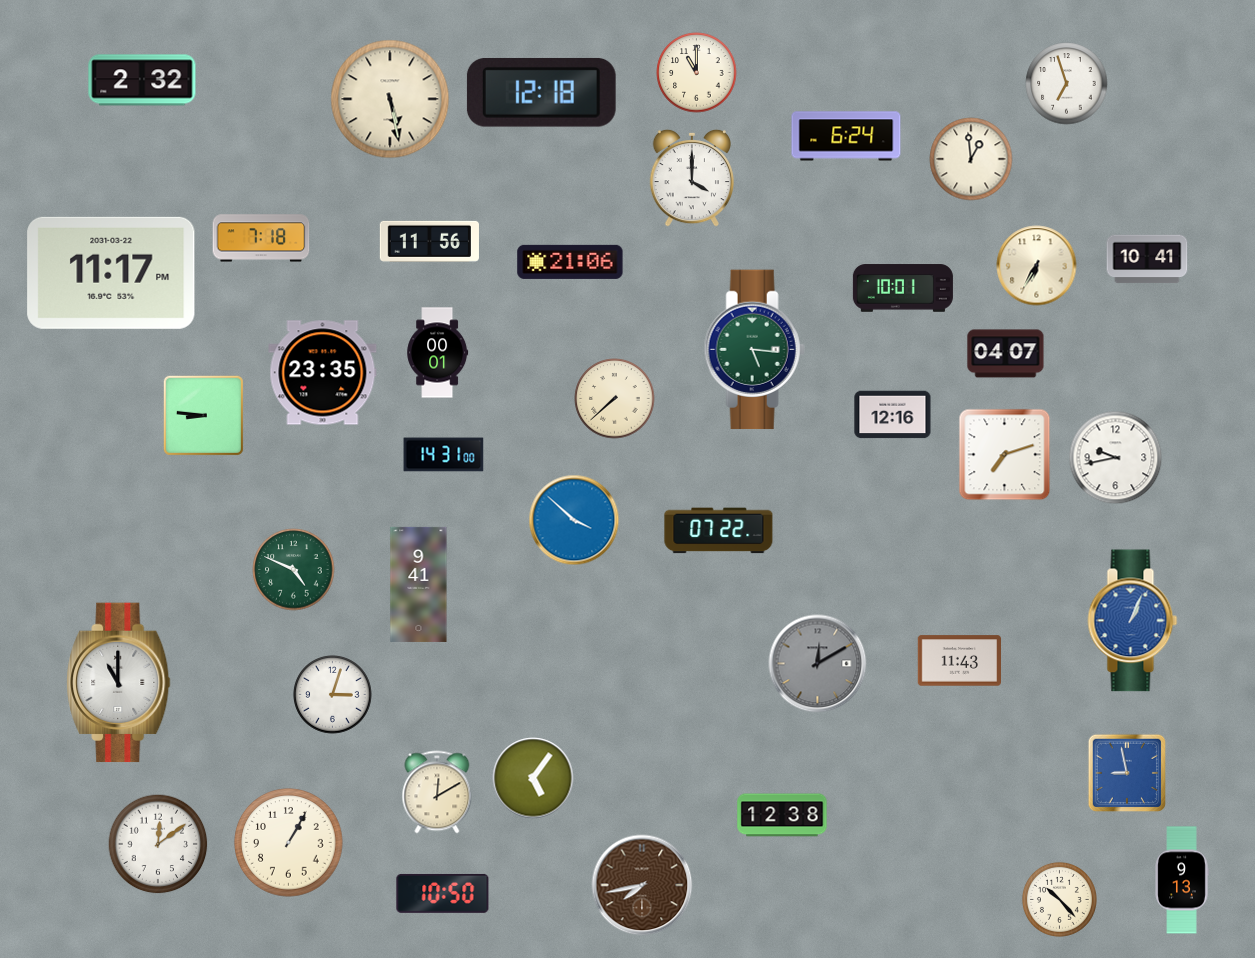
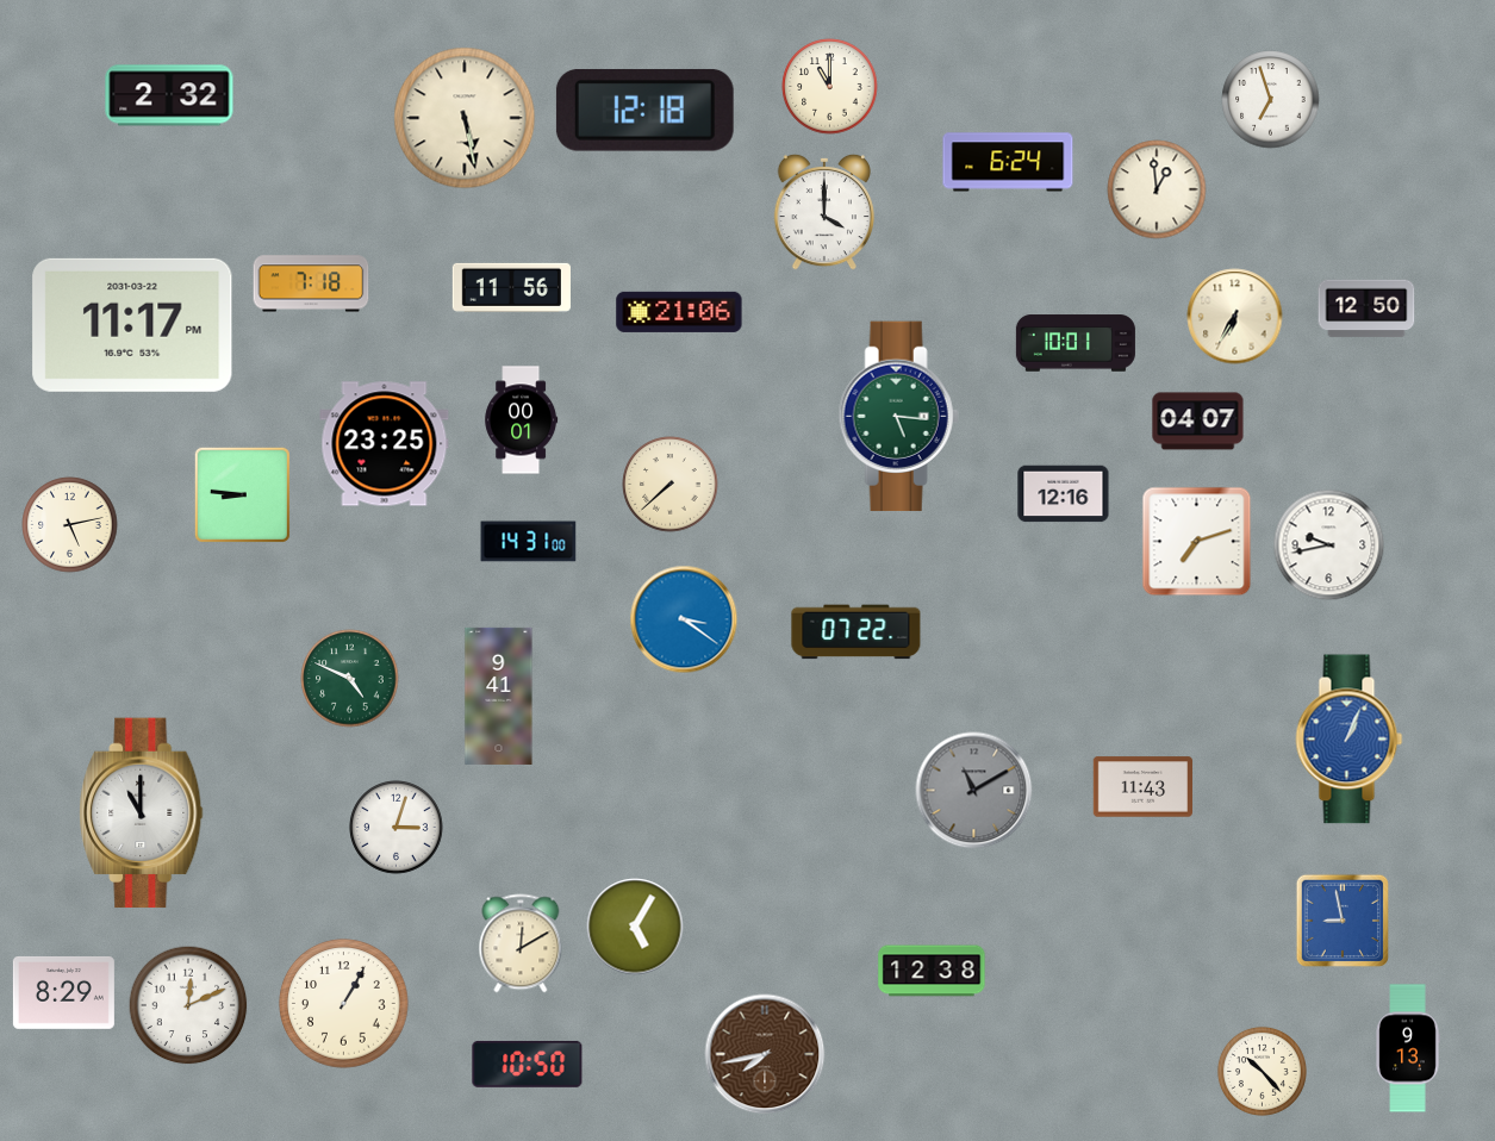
clock at (1147, 259): 10:41 -> 12:50
clock at (323, 373): 23:35 -> 23:25
clock at (615, 399) position: (615, 399) -> (671, 485)
clock at (70, 525): none -> 5:13
clock at (574, 520): 3:52 -> 3:21
clock at (818, 664): 12:10 -> 11:10
clock at (533, 778): 5:06 -> 5:05
clock at (63, 992): none -> 8:29
clock at (158, 844): 12:09 -> 12:11
